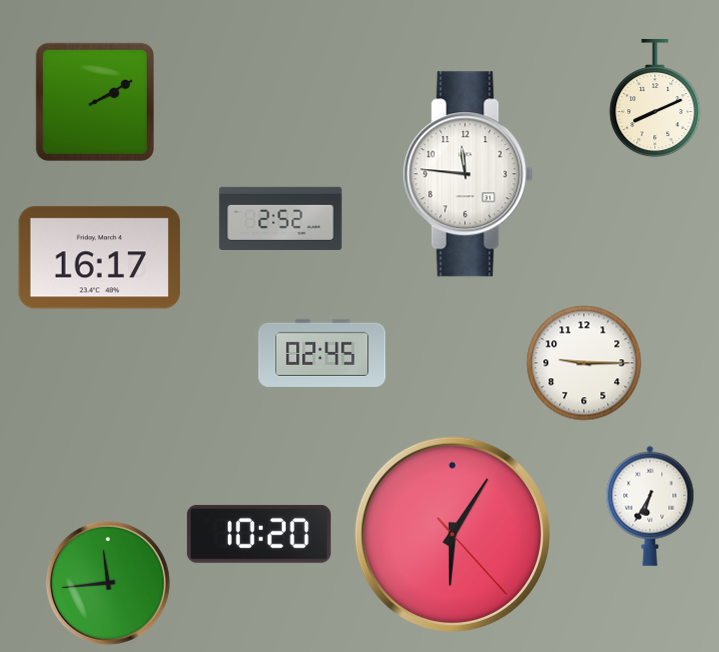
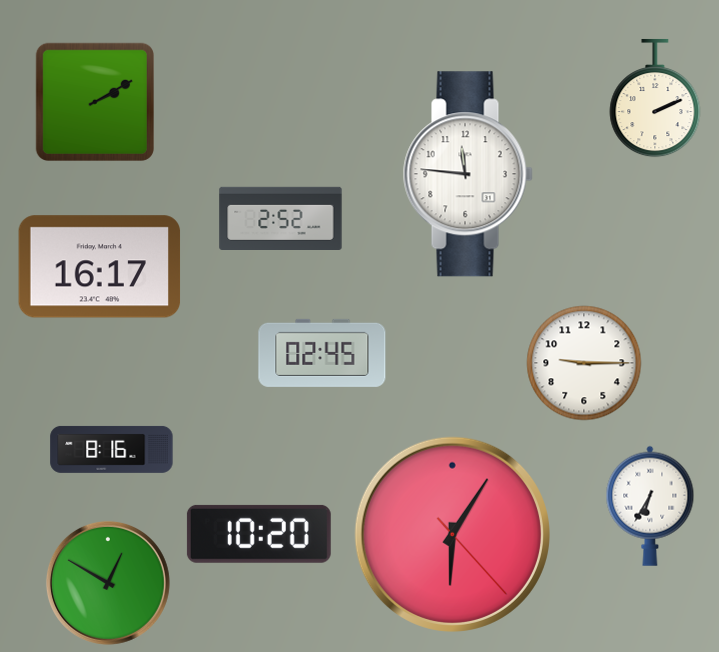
clock at (655, 98): 8:11 -> 2:11
clock at (100, 258) position: (100, 258) -> (100, 267)
clock at (112, 449): none -> 8:16
clock at (108, 583): 11:44 -> 12:50
